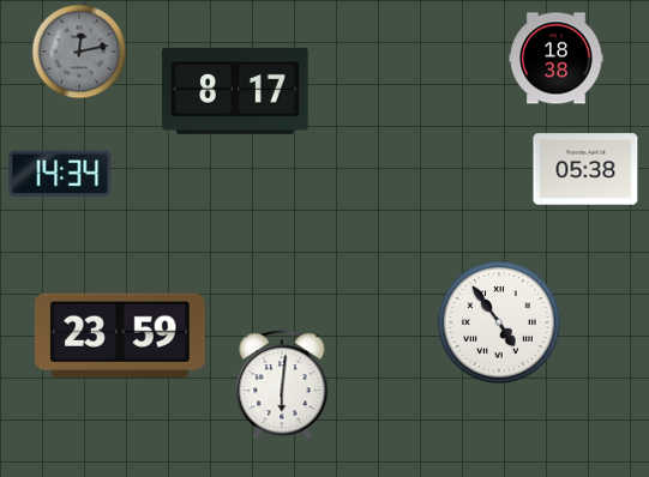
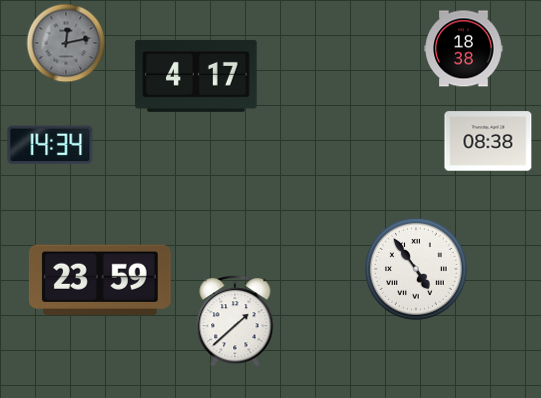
clock at (235, 91): 8:17 -> 4:17
clock at (585, 169): 05:38 -> 08:38
clock at (282, 385): 6:01 -> 1:38
